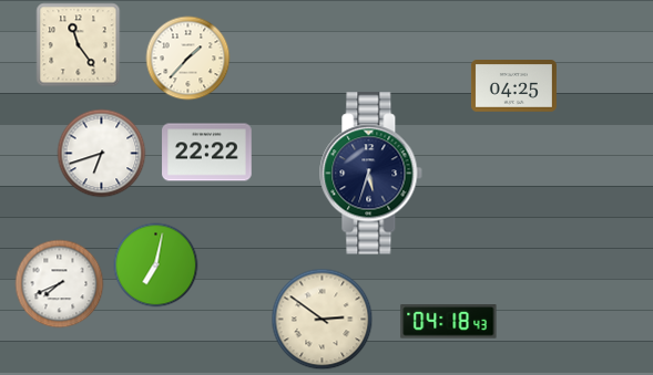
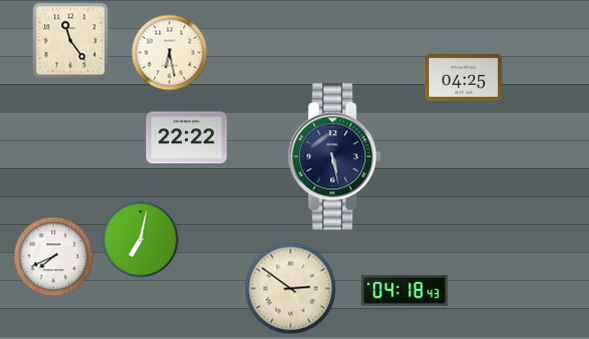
clock at (188, 59): 1:37 -> 6:28
clock at (102, 154): 6:42 -> none
clock at (371, 174): 5:33 -> 5:28
